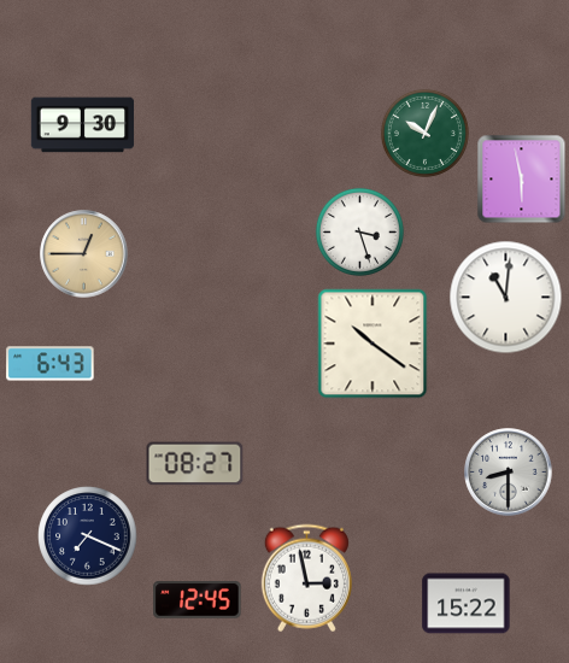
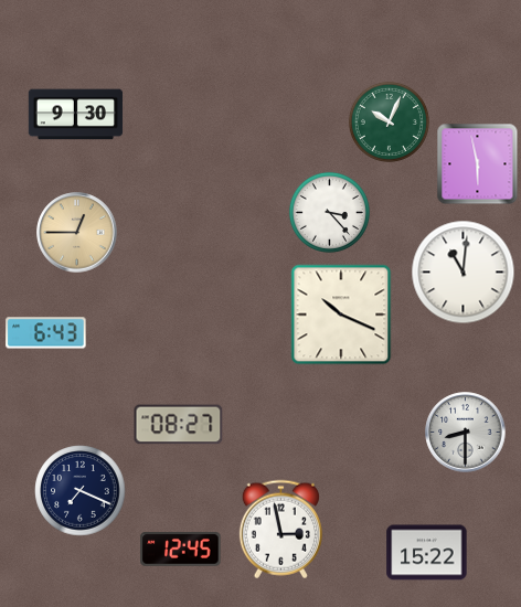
clock at (359, 231): 3:27 -> 3:23
clock at (373, 344): 10:21 -> 10:19
